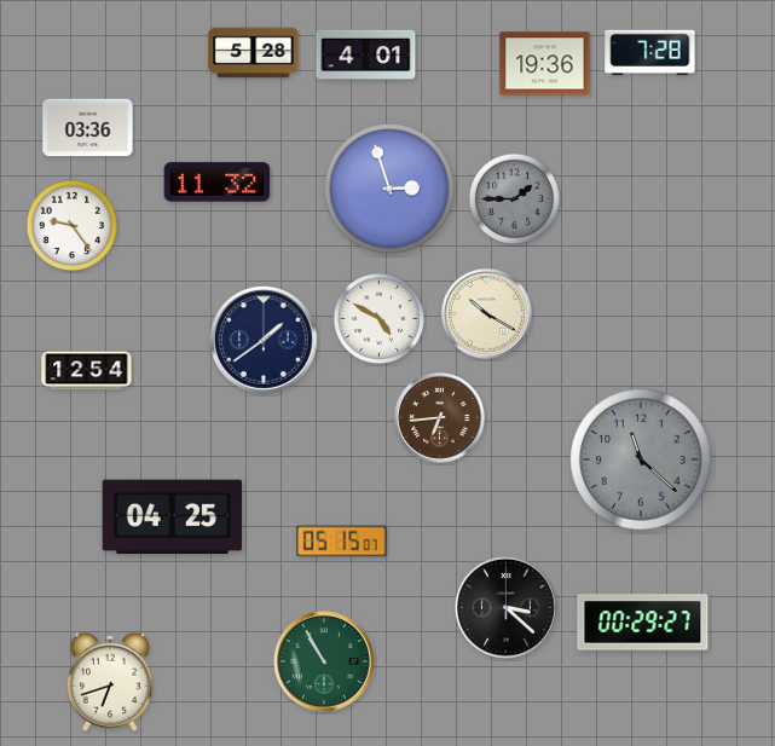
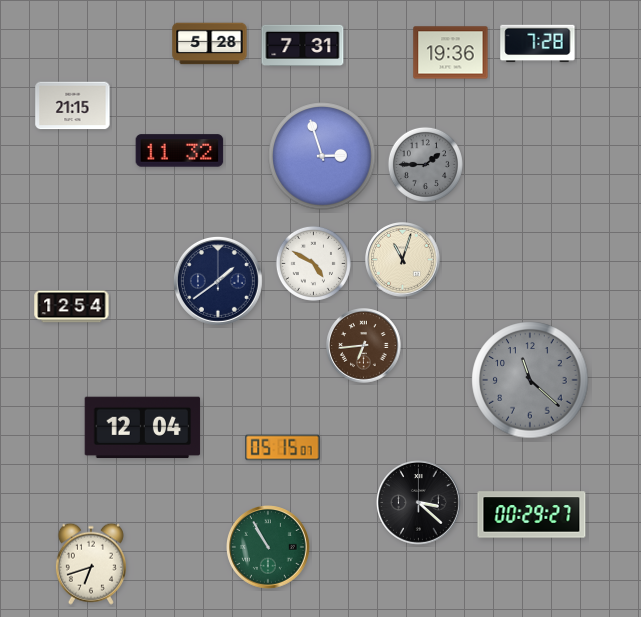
clock at (366, 54): 4:01 -> 7:31
clock at (88, 128): 03:36 -> 21:15
clock at (71, 225): 9:24 -> none
clock at (487, 314): 10:20 -> 11:03
clock at (173, 517): 04:25 -> 12:04
